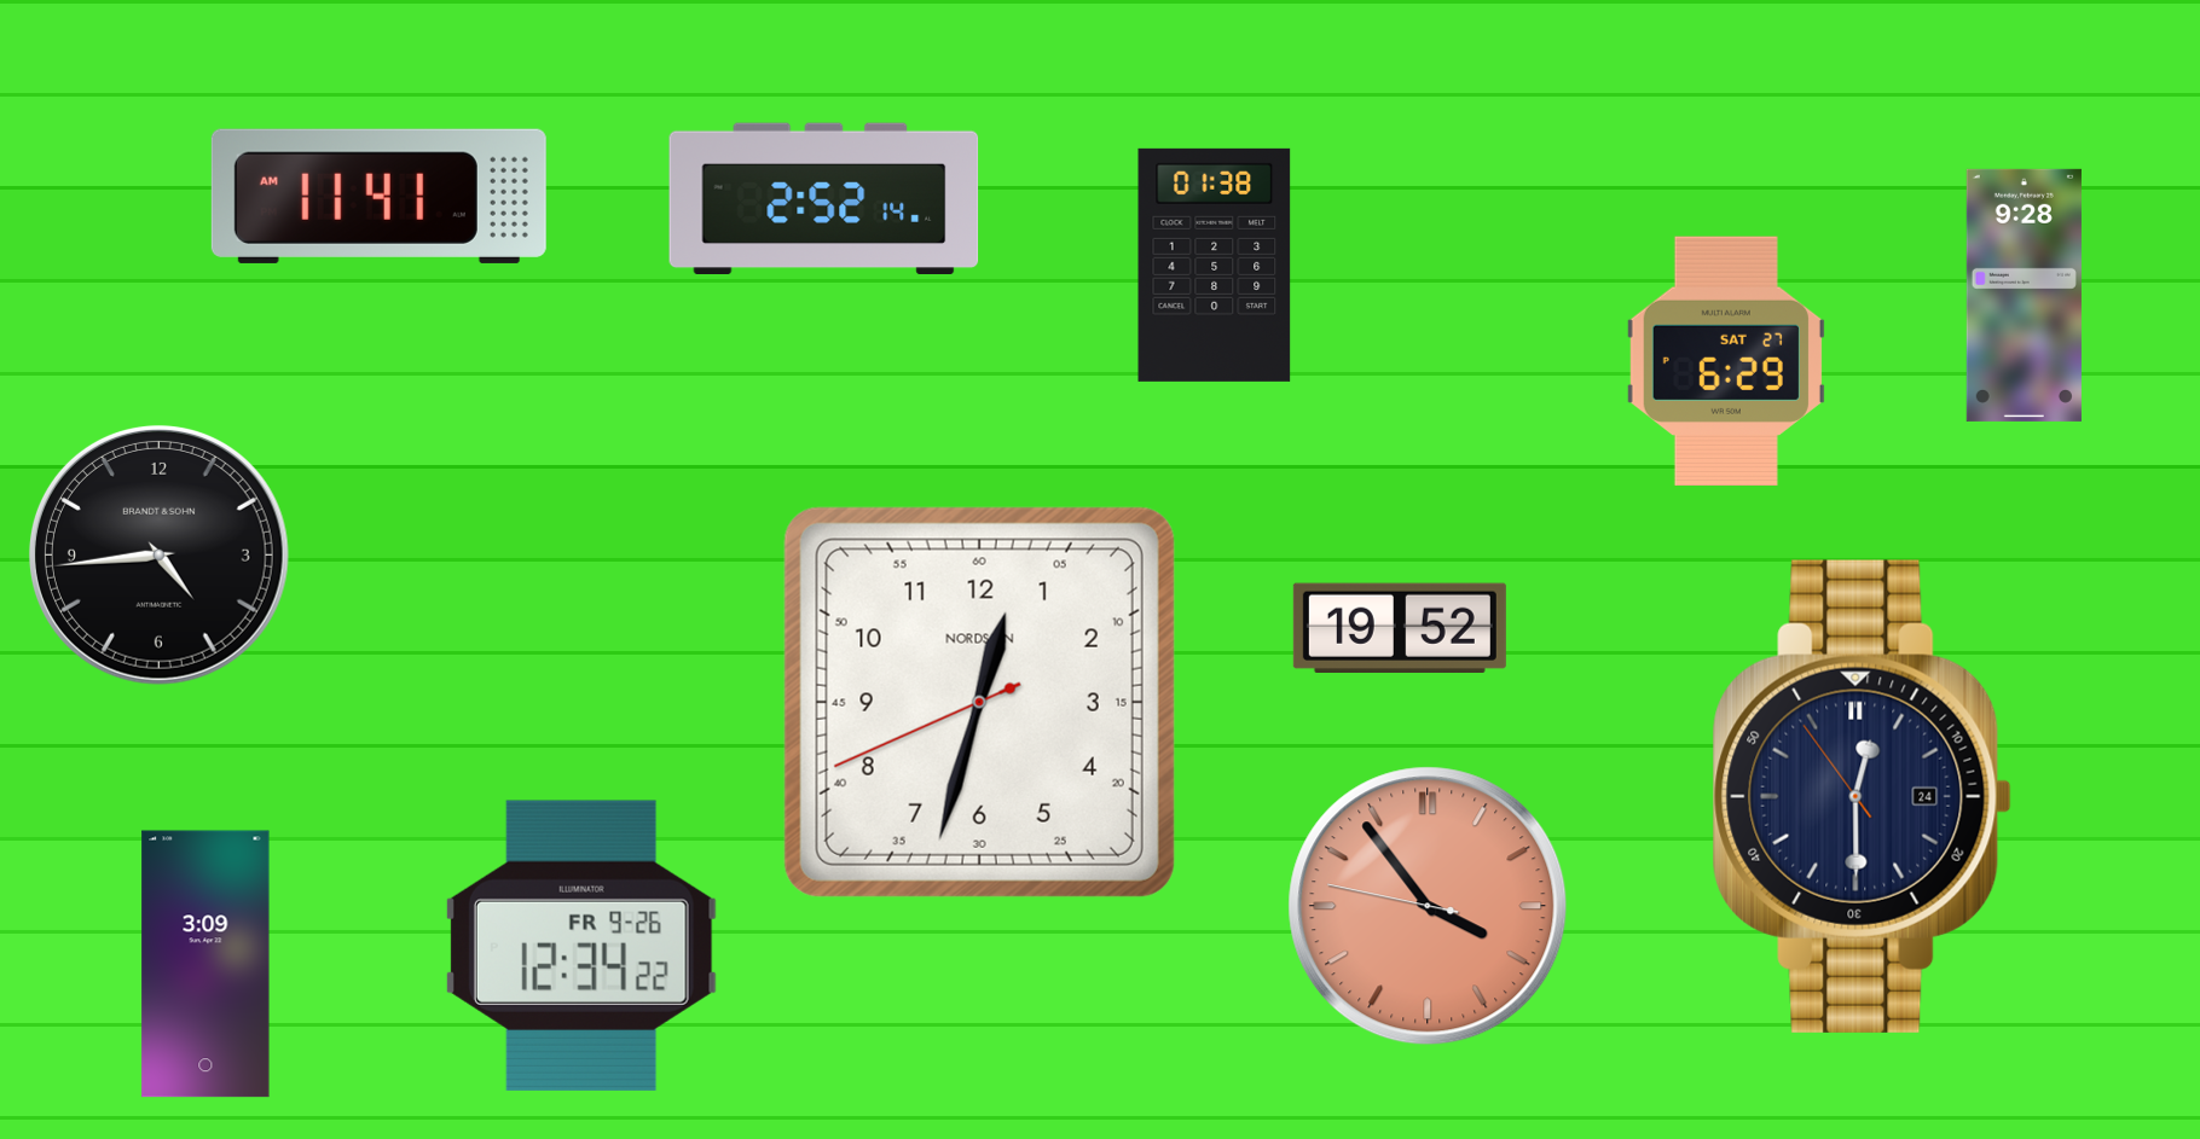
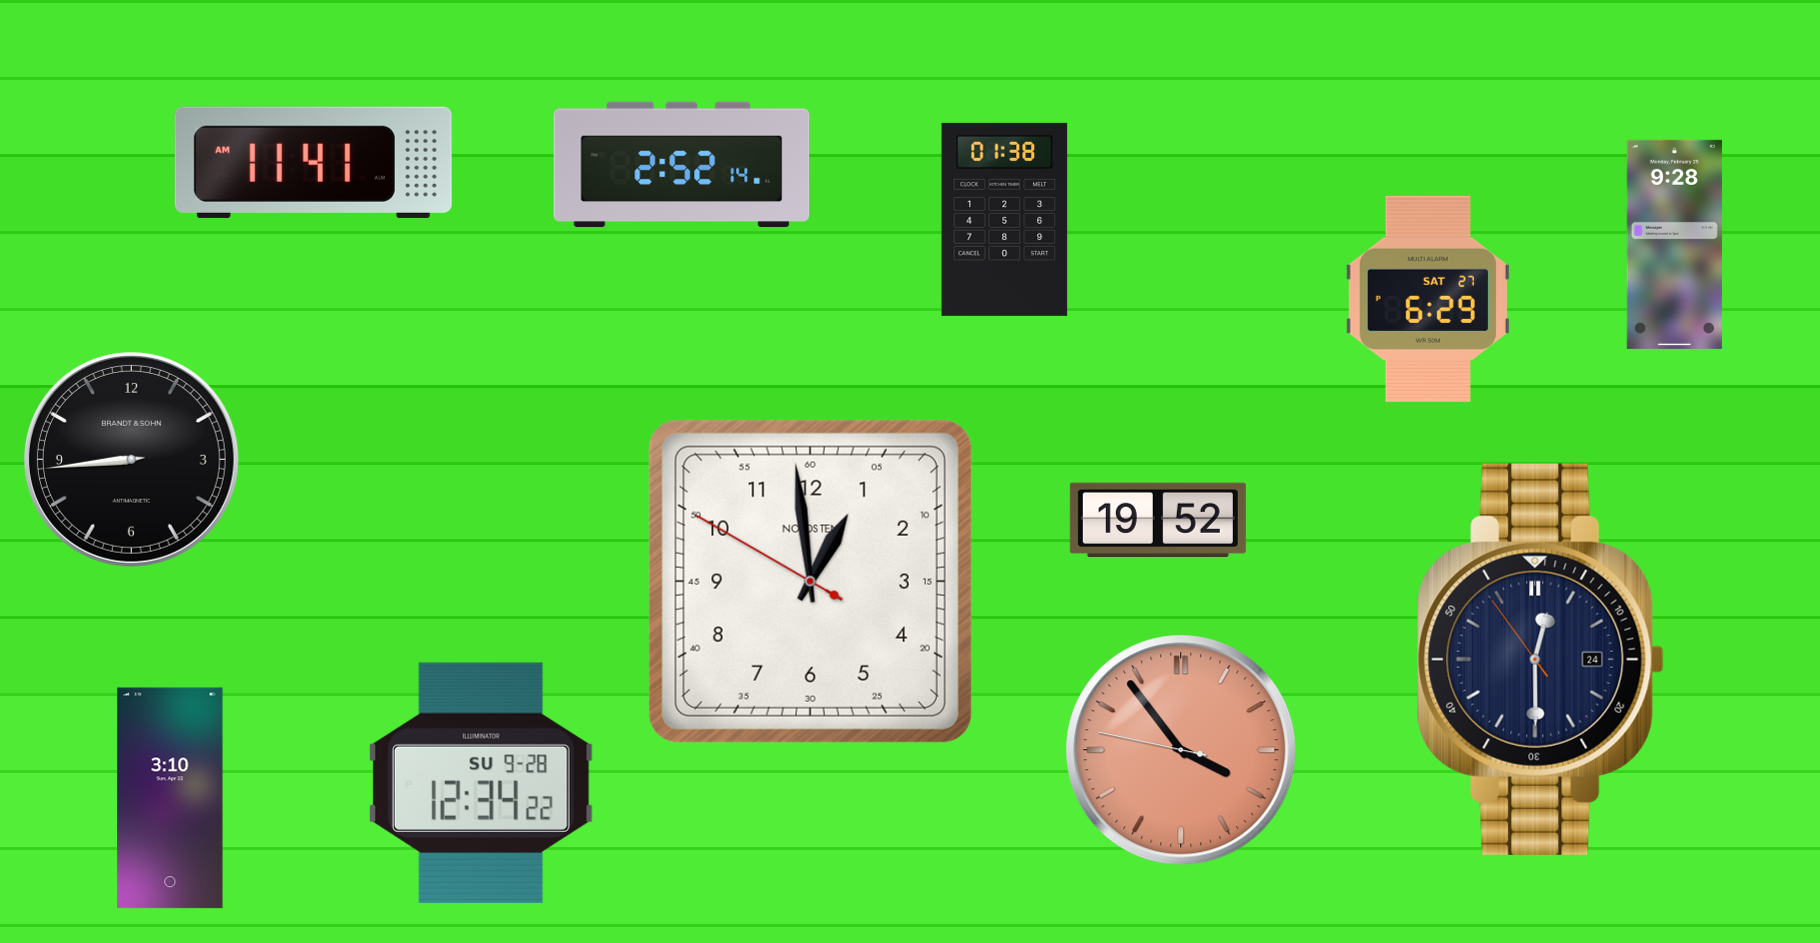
clock at (158, 554): 4:44 -> 8:44
clock at (979, 702): 12:32 -> 12:58
clock at (581, 946) date: FR 9-26 -> SU 9-28
clock at (205, 964): 3:09 -> 3:10
